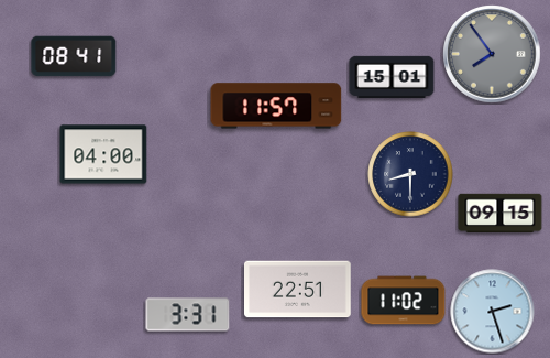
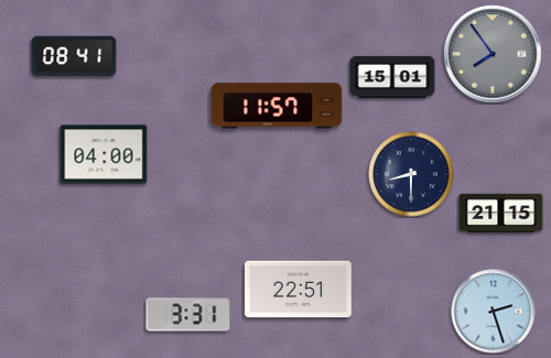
clock at (501, 214): 09:15 -> 21:15
clock at (404, 301): 11:02 -> none
